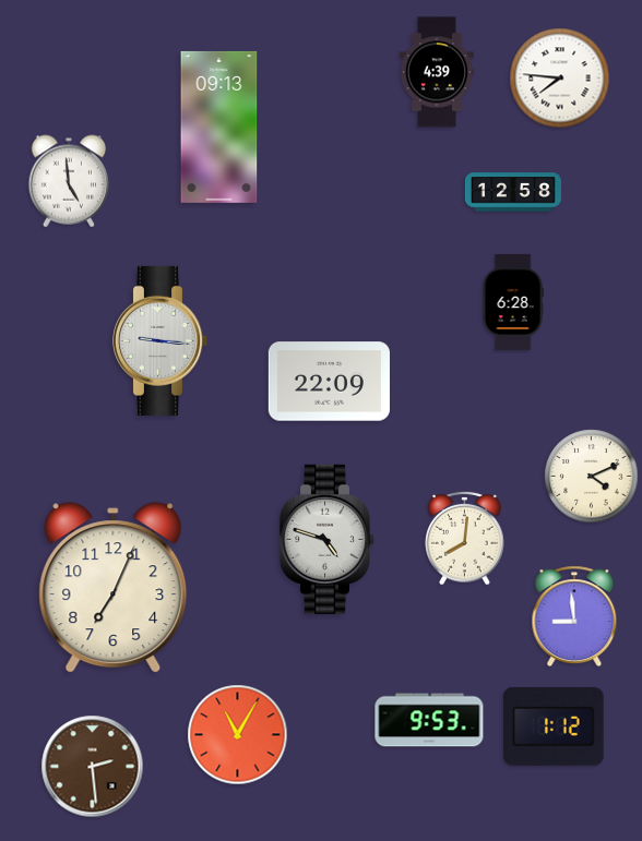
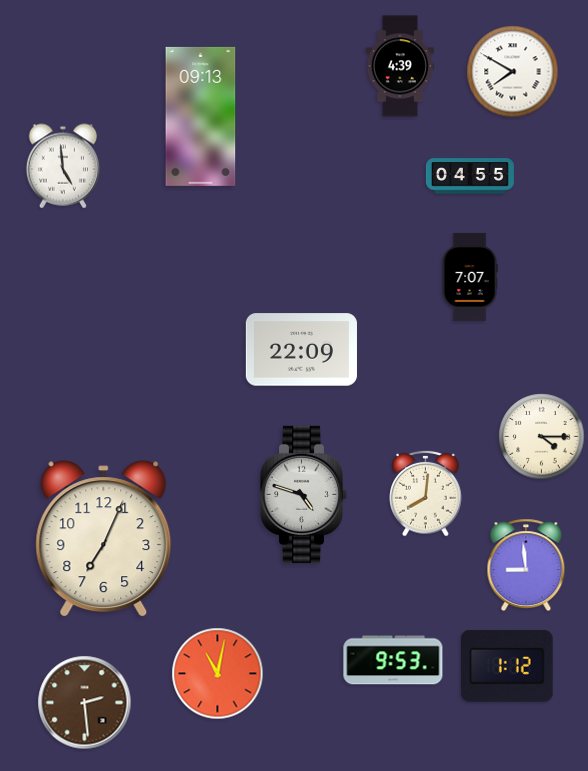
clock at (560, 79): 7:46 -> 7:50
clock at (513, 192): 12:58 -> 04:55
clock at (513, 302): 6:28 -> 7:07
clock at (160, 340): 9:16 -> none
clock at (592, 477): 4:11 -> 4:15
clock at (328, 539) position: (328, 539) -> (304, 494)
clock at (238, 735): 11:05 -> 11:02
